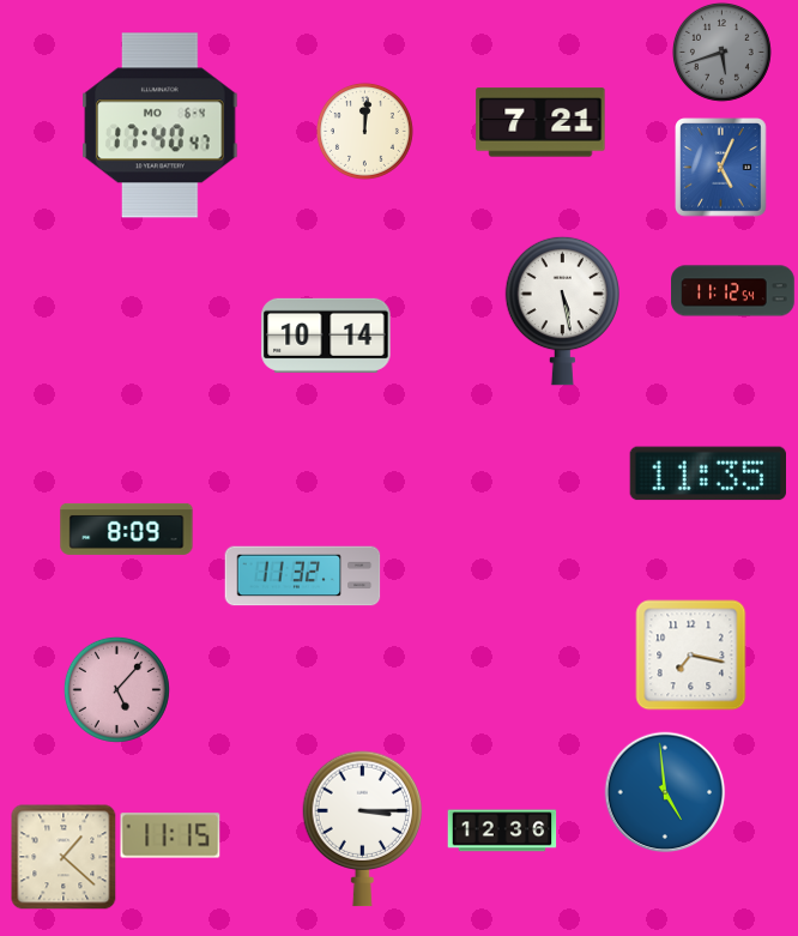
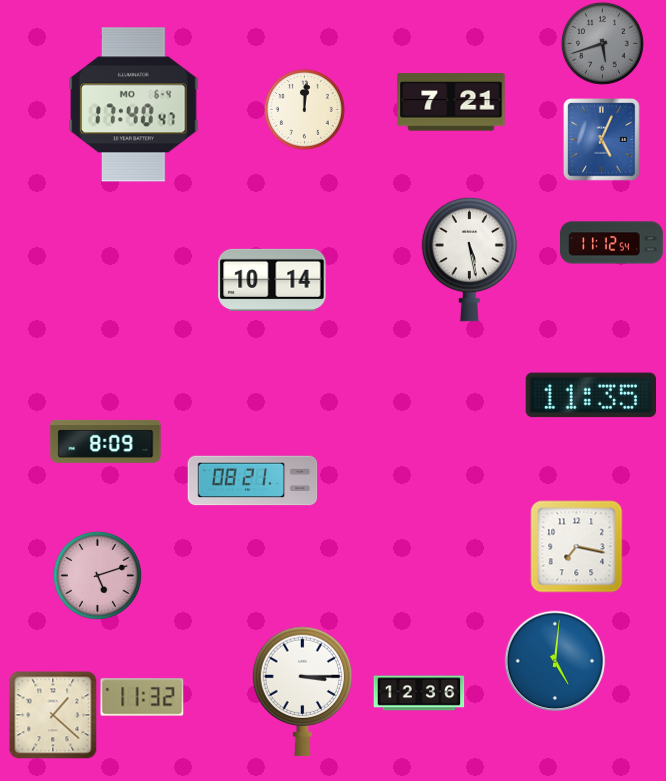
clock at (303, 576): 11:32 -> 08:21
clock at (116, 689): 5:07 -> 5:12
clock at (665, 792): 4:59 -> 5:01
clock at (170, 835): 11:15 -> 11:32
